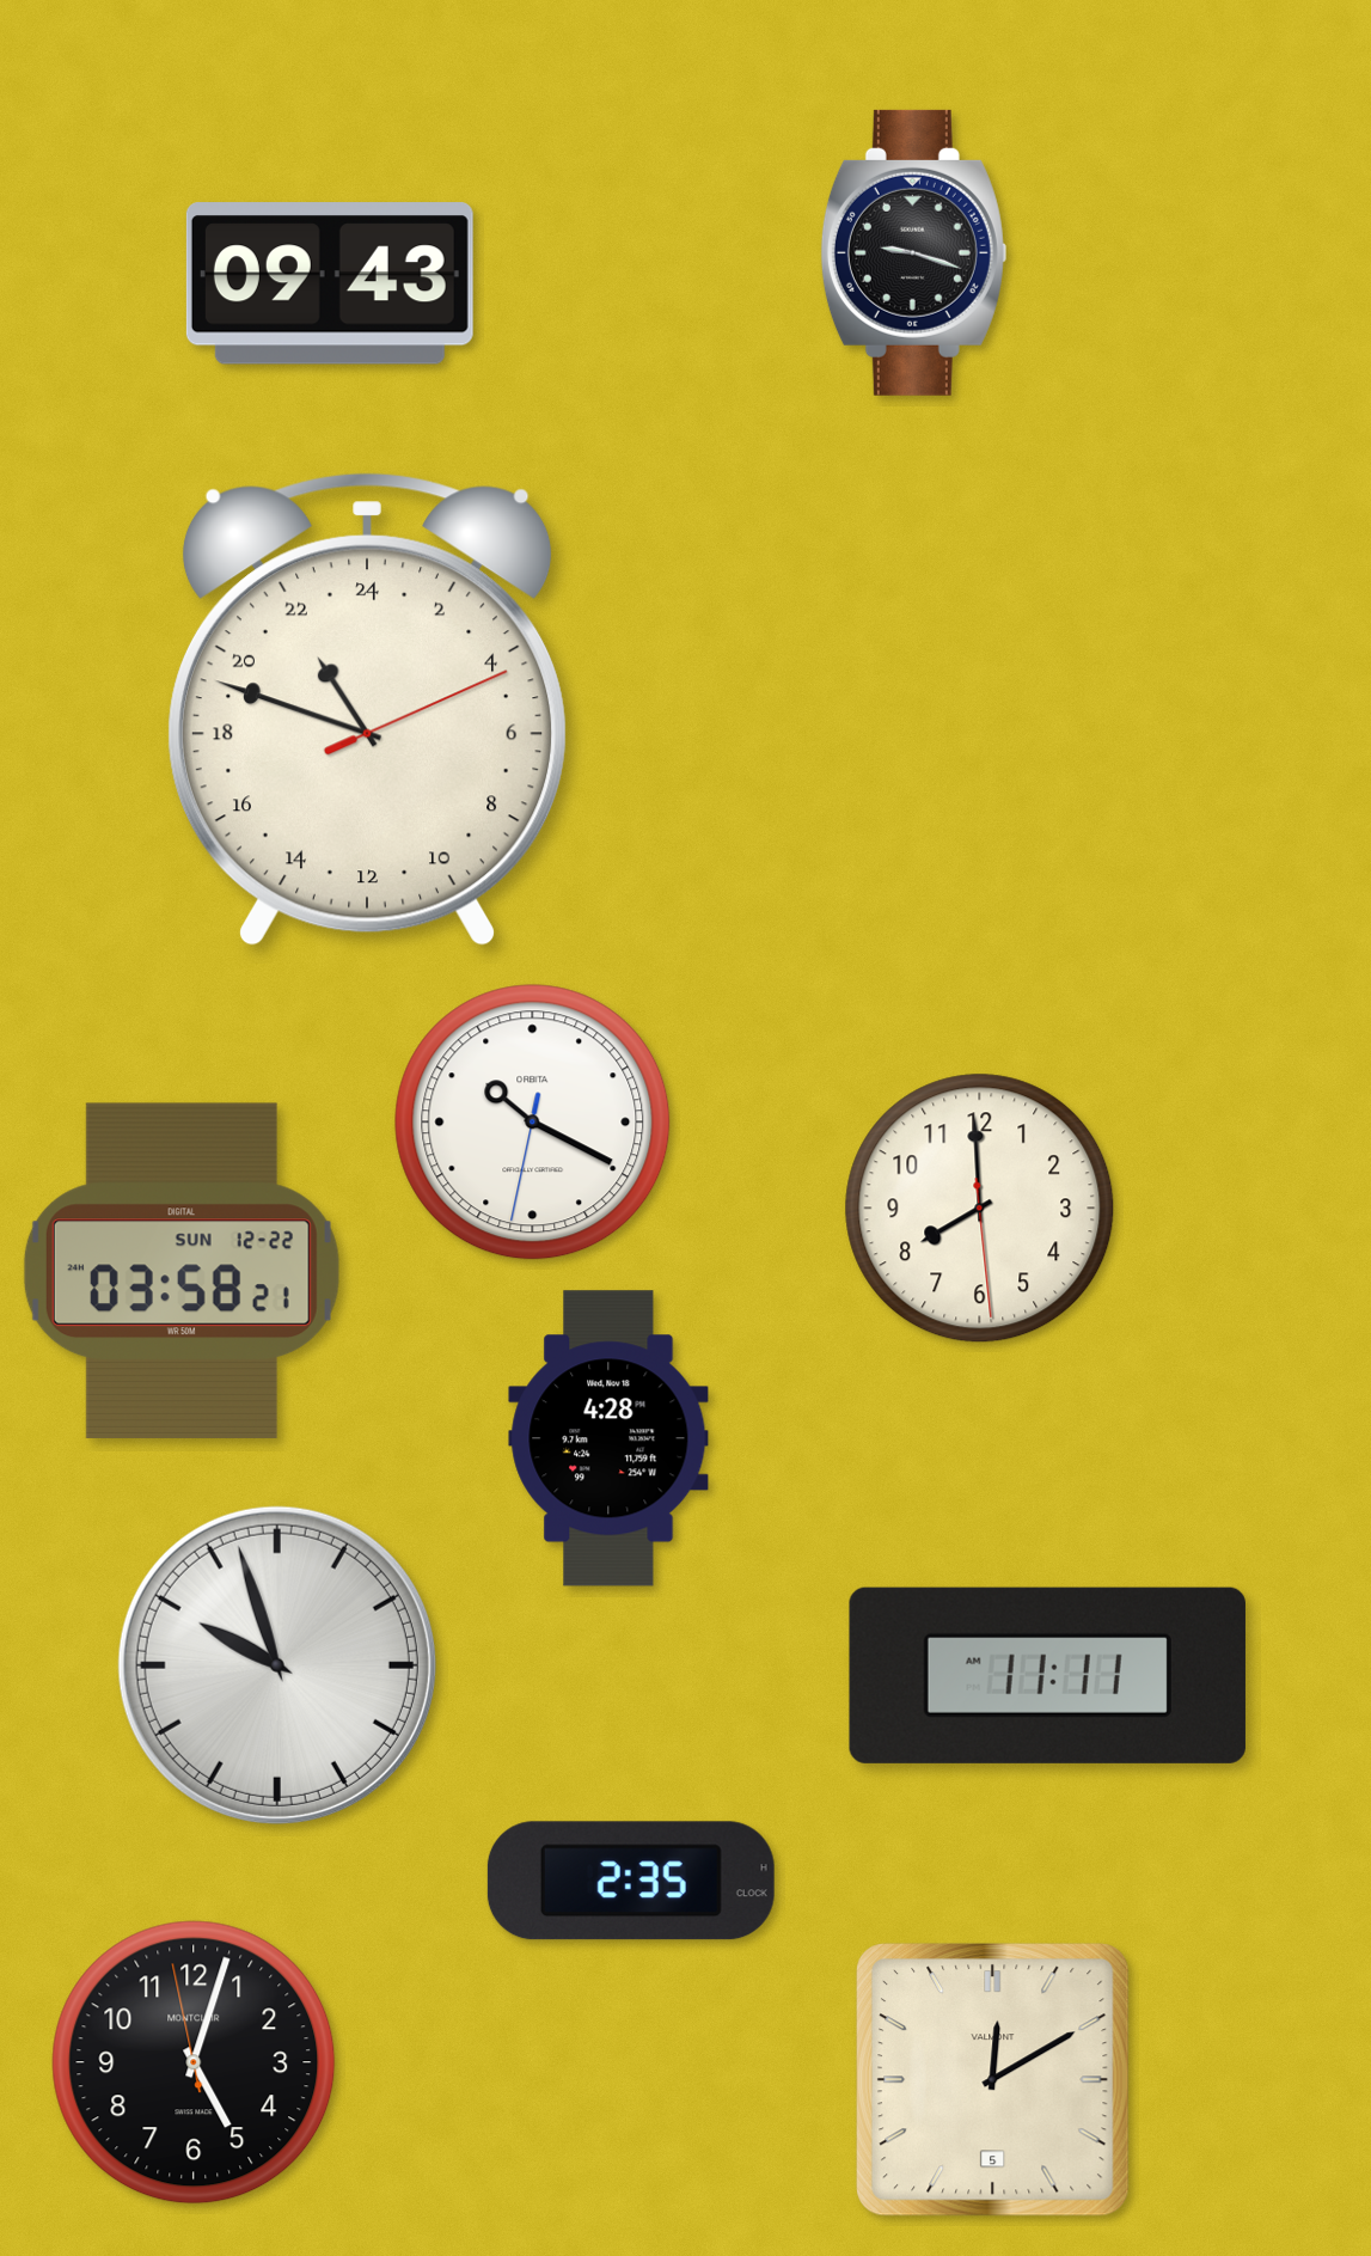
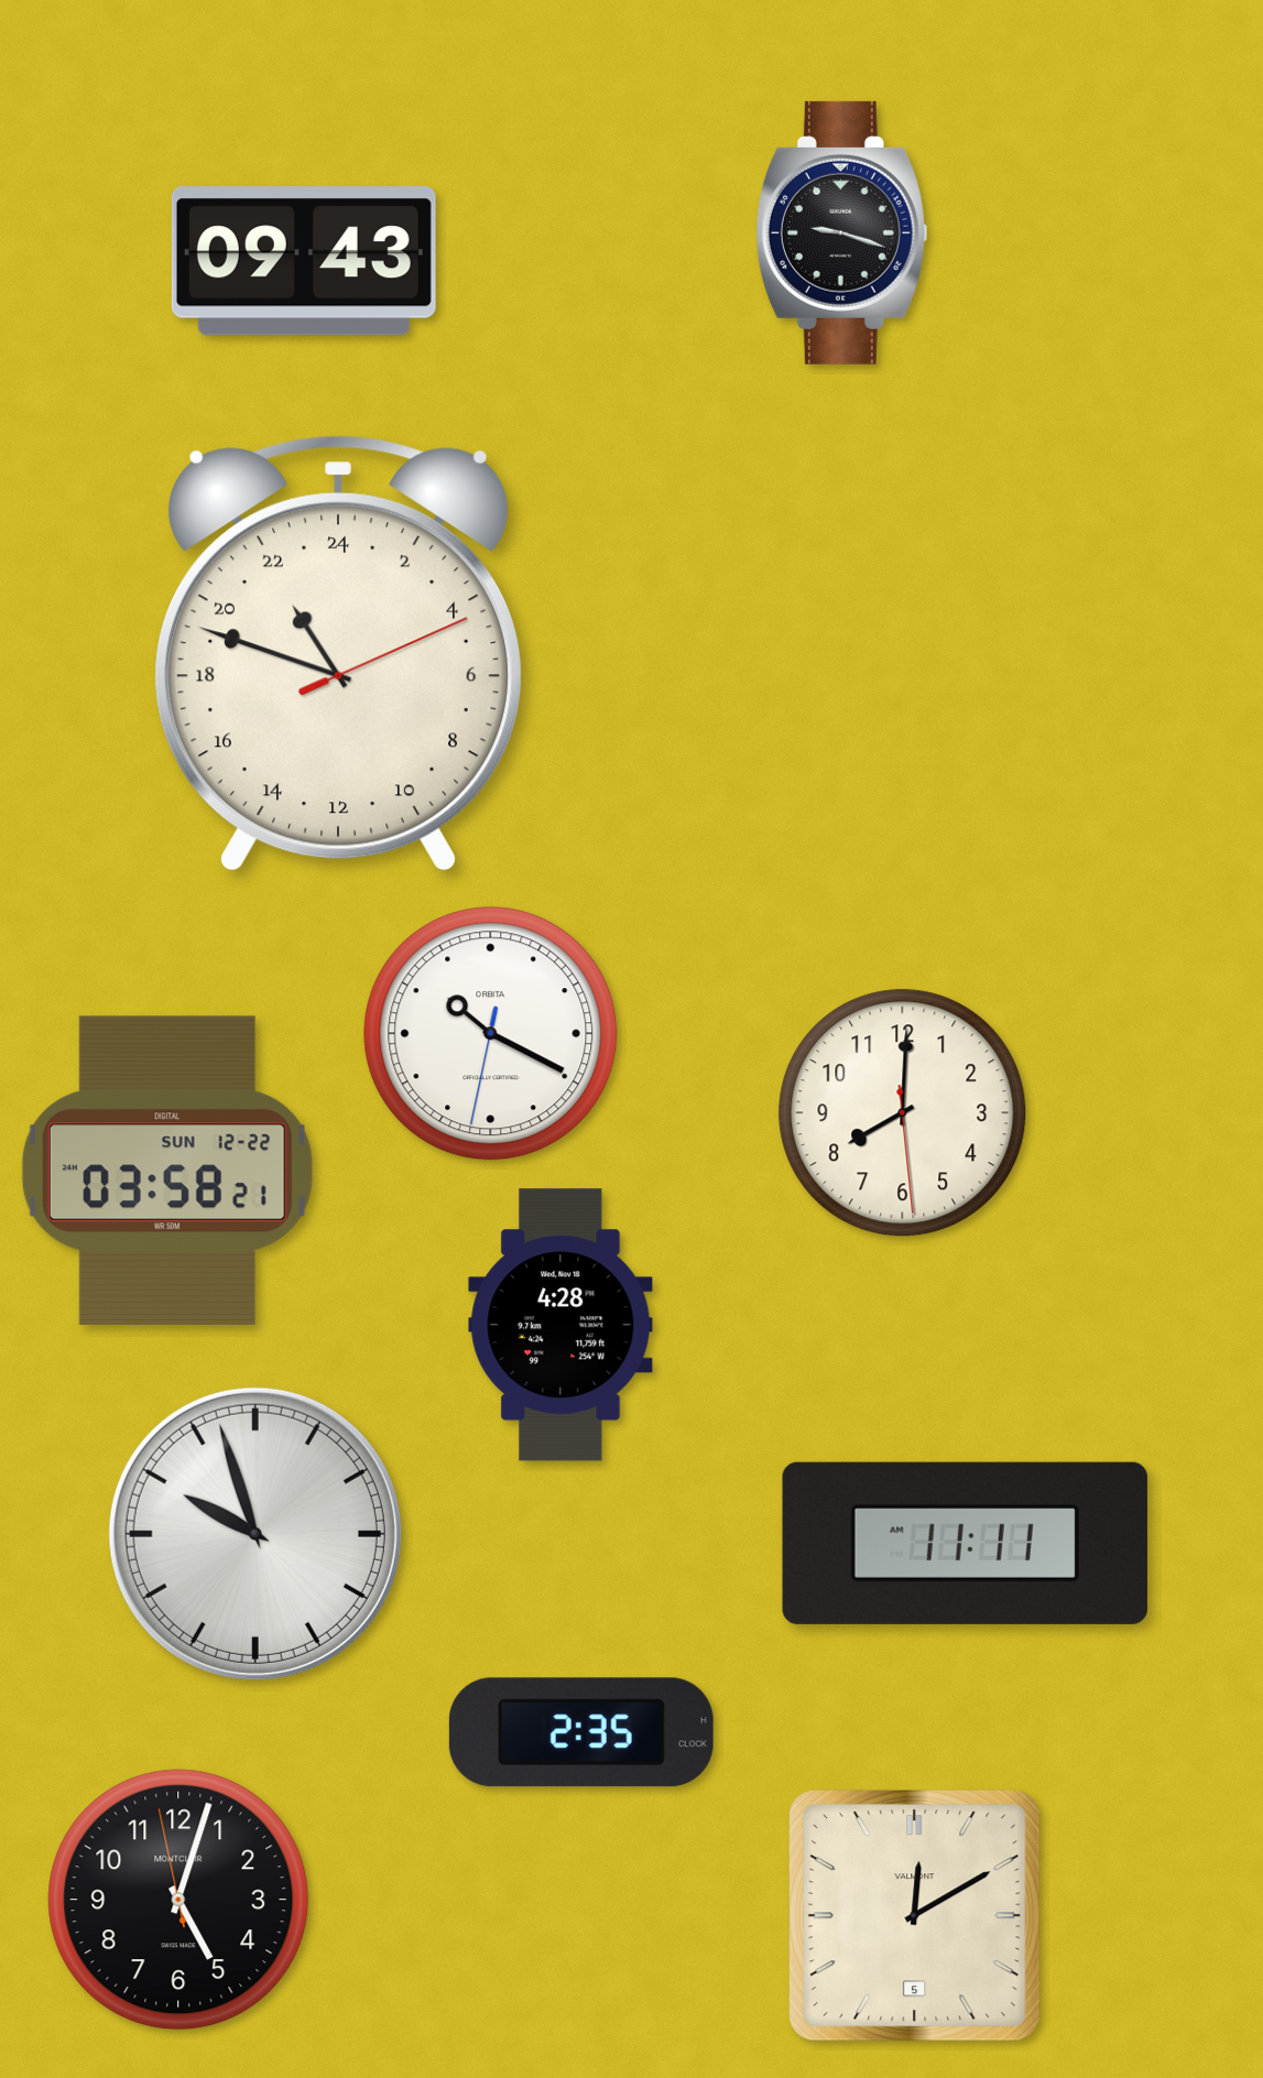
clock at (980, 1209): 7:59 -> 8:00
